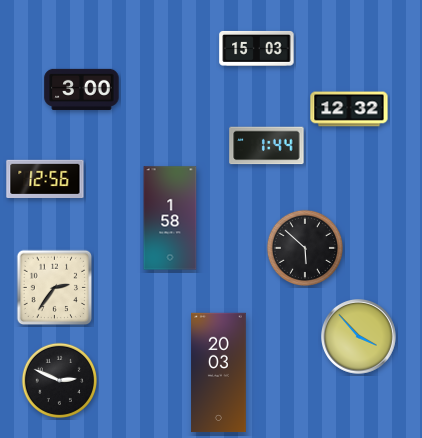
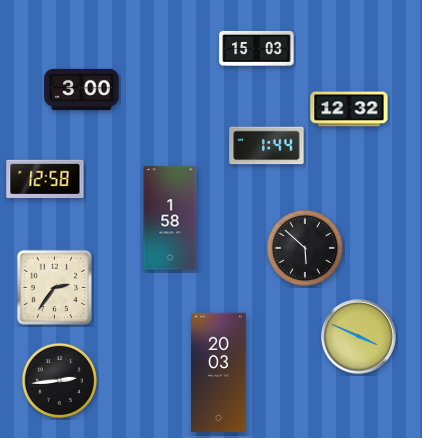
clock at (45, 178): 12:56 -> 12:58
clock at (359, 337): 3:53 -> 3:49
clock at (59, 380): 2:49 -> 2:44
